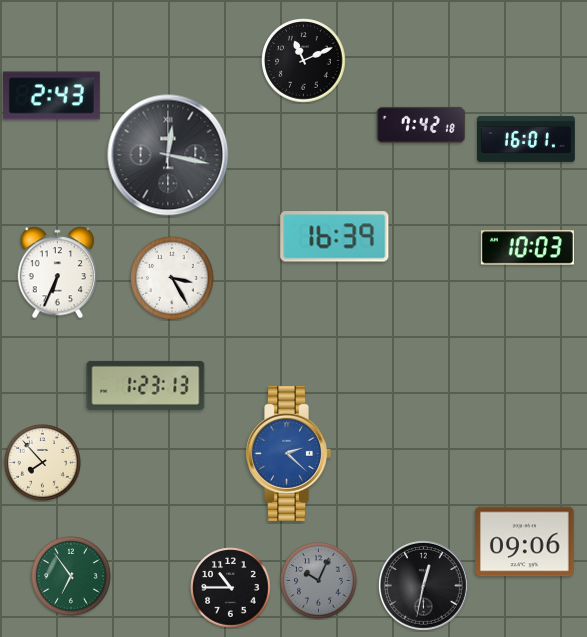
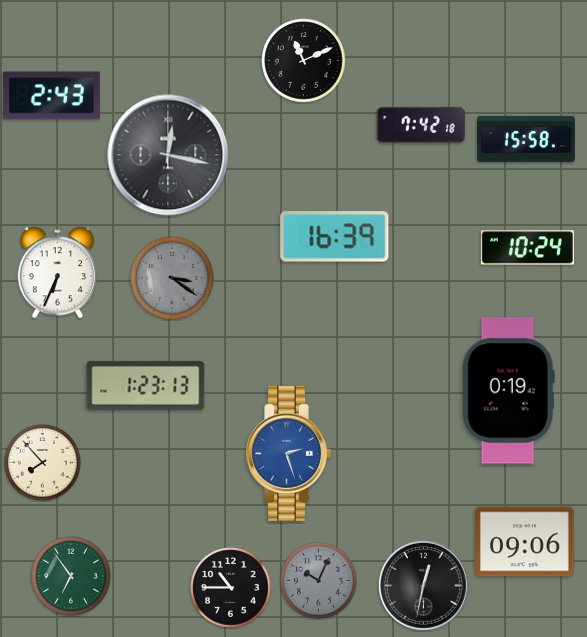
clock at (527, 139): 16:01 -> 15:58
clock at (527, 248): 10:03 -> 10:24
clock at (172, 278): 3:25 -> 3:21
clock at (172, 278) dial: white -> grey
clock at (508, 391): none -> 0:19
clock at (288, 453): 2:22 -> 2:27
